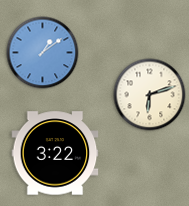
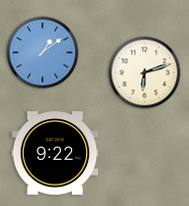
clock at (150, 95) position: (150, 95) -> (145, 73)
clock at (55, 153): 3:22 -> 9:22
